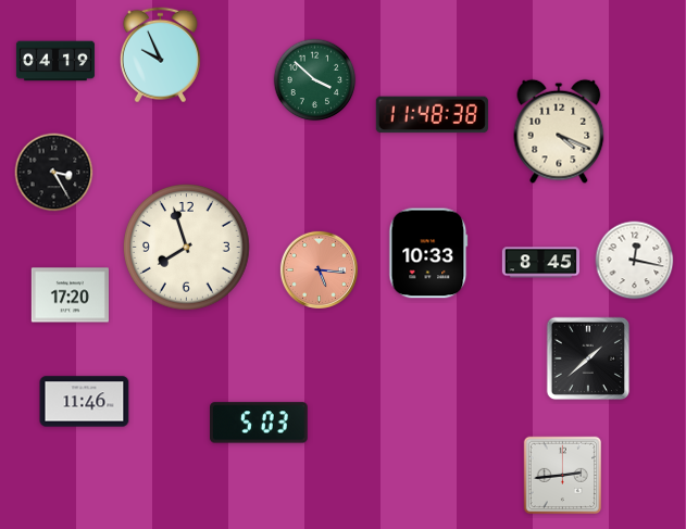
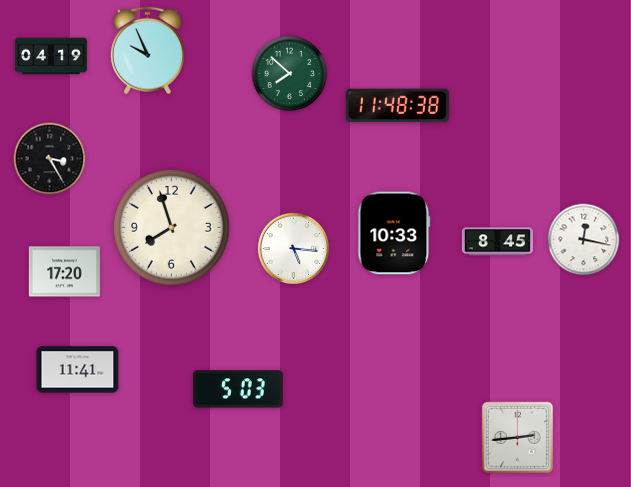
clock at (315, 80): 3:52 -> 7:52
clock at (559, 131): 4:19 -> none
clock at (319, 269) dial: salmon -> white
clock at (588, 358): 1:38 -> none
clock at (85, 402): 11:46 -> 11:41
